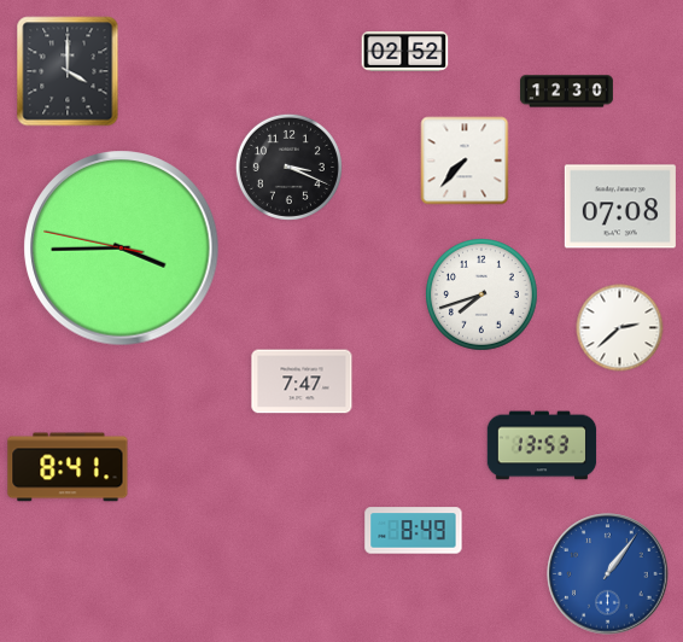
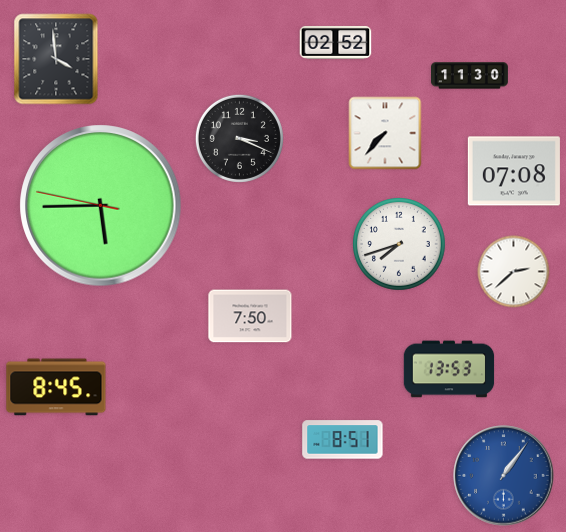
clock at (68, 71): 4:00 -> 3:59
clock at (567, 92): 12:30 -> 11:30
clock at (122, 249): 3:44 -> 5:44
clock at (302, 381): 7:47 -> 7:50
clock at (68, 467): 8:41 -> 8:45
clock at (414, 531): 8:49 -> 8:51
